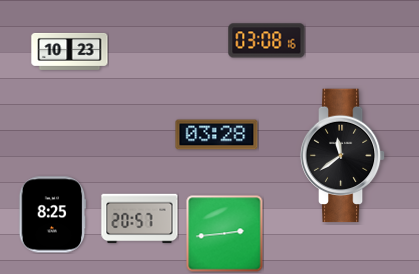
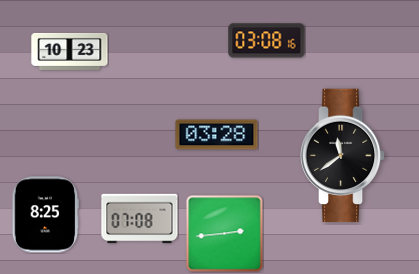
clock at (53, 215) position: (53, 215) -> (46, 215)
clock at (140, 219): 20:57 -> 07:08
